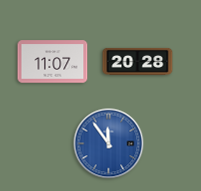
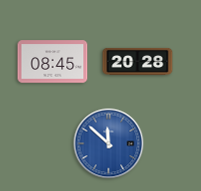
clock at (53, 62): 11:07 -> 08:45
clock at (109, 144): 11:54 -> 11:52
